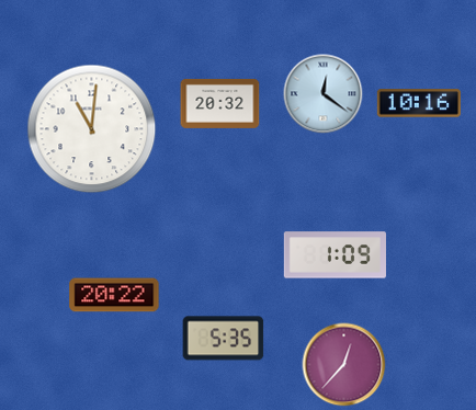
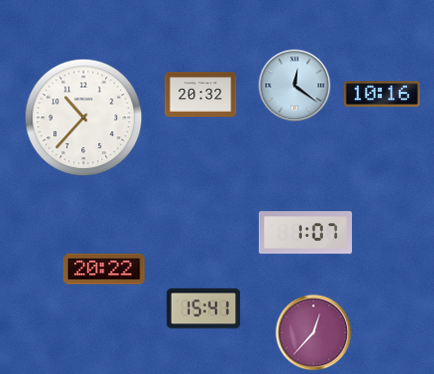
clock at (92, 129): 11:01 -> 10:37
clock at (335, 255): 1:09 -> 1:07
clock at (224, 339): 5:35 -> 15:41
